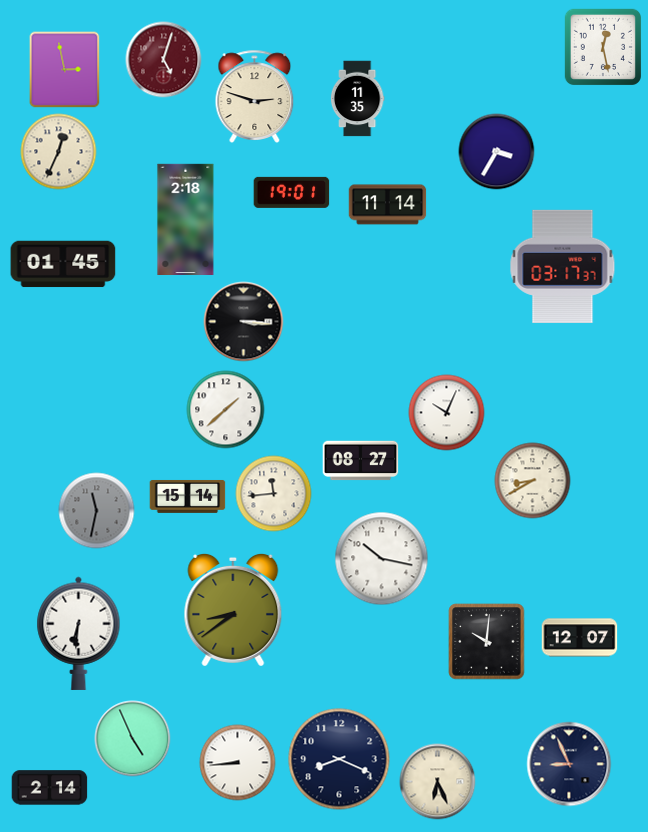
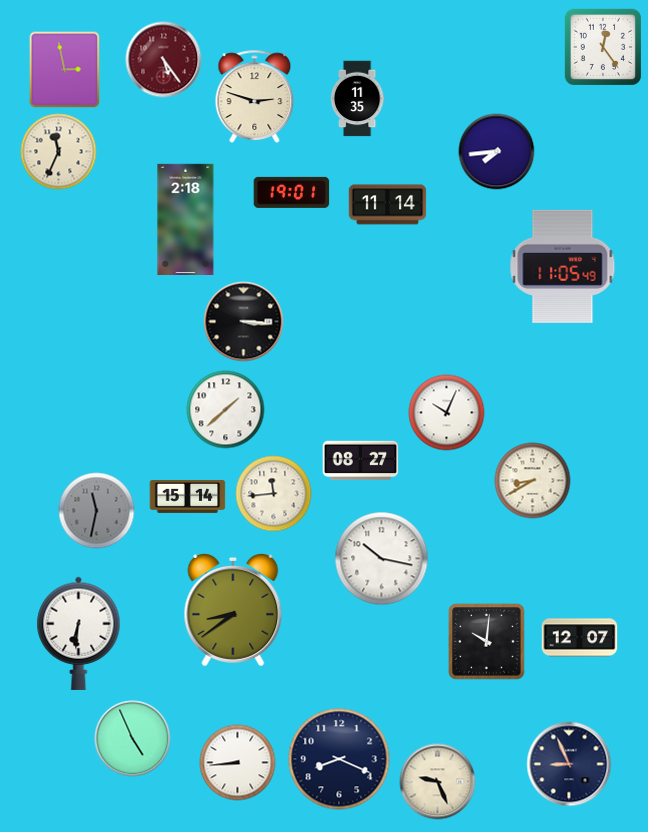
clock at (602, 46): 12:28 -> 12:24
clock at (164, 60): 5:03 -> 5:24
clock at (59, 152): 12:34 -> 11:34
clock at (497, 152): 3:35 -> 7:44
clock at (63, 264): 01:45 -> none
clock at (563, 266): 03:17 -> 11:05
clock at (438, 782): 6:26 -> 9:26
clock at (50, 788): 2:14 -> none
